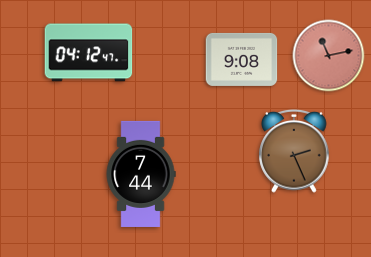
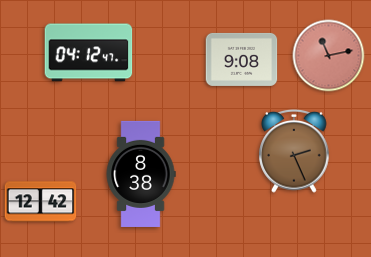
clock at (141, 174): 7:44 -> 8:38
clock at (41, 202): none -> 12:42
